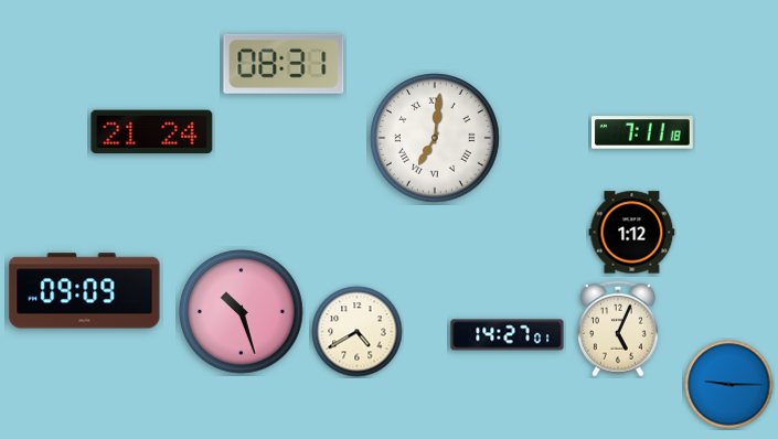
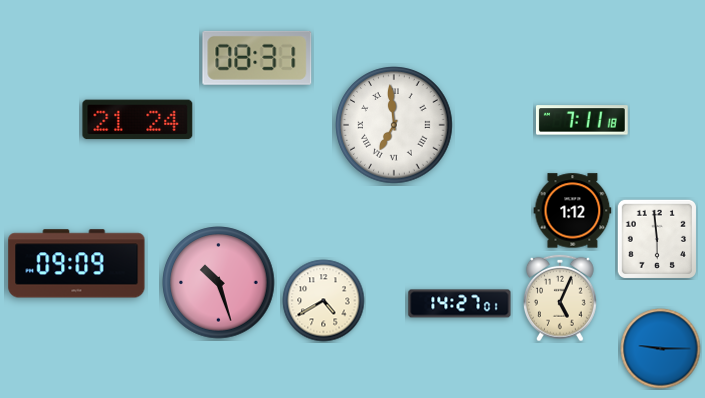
clock at (435, 138): 7:01 -> 6:59
clock at (656, 238): none -> 5:59
